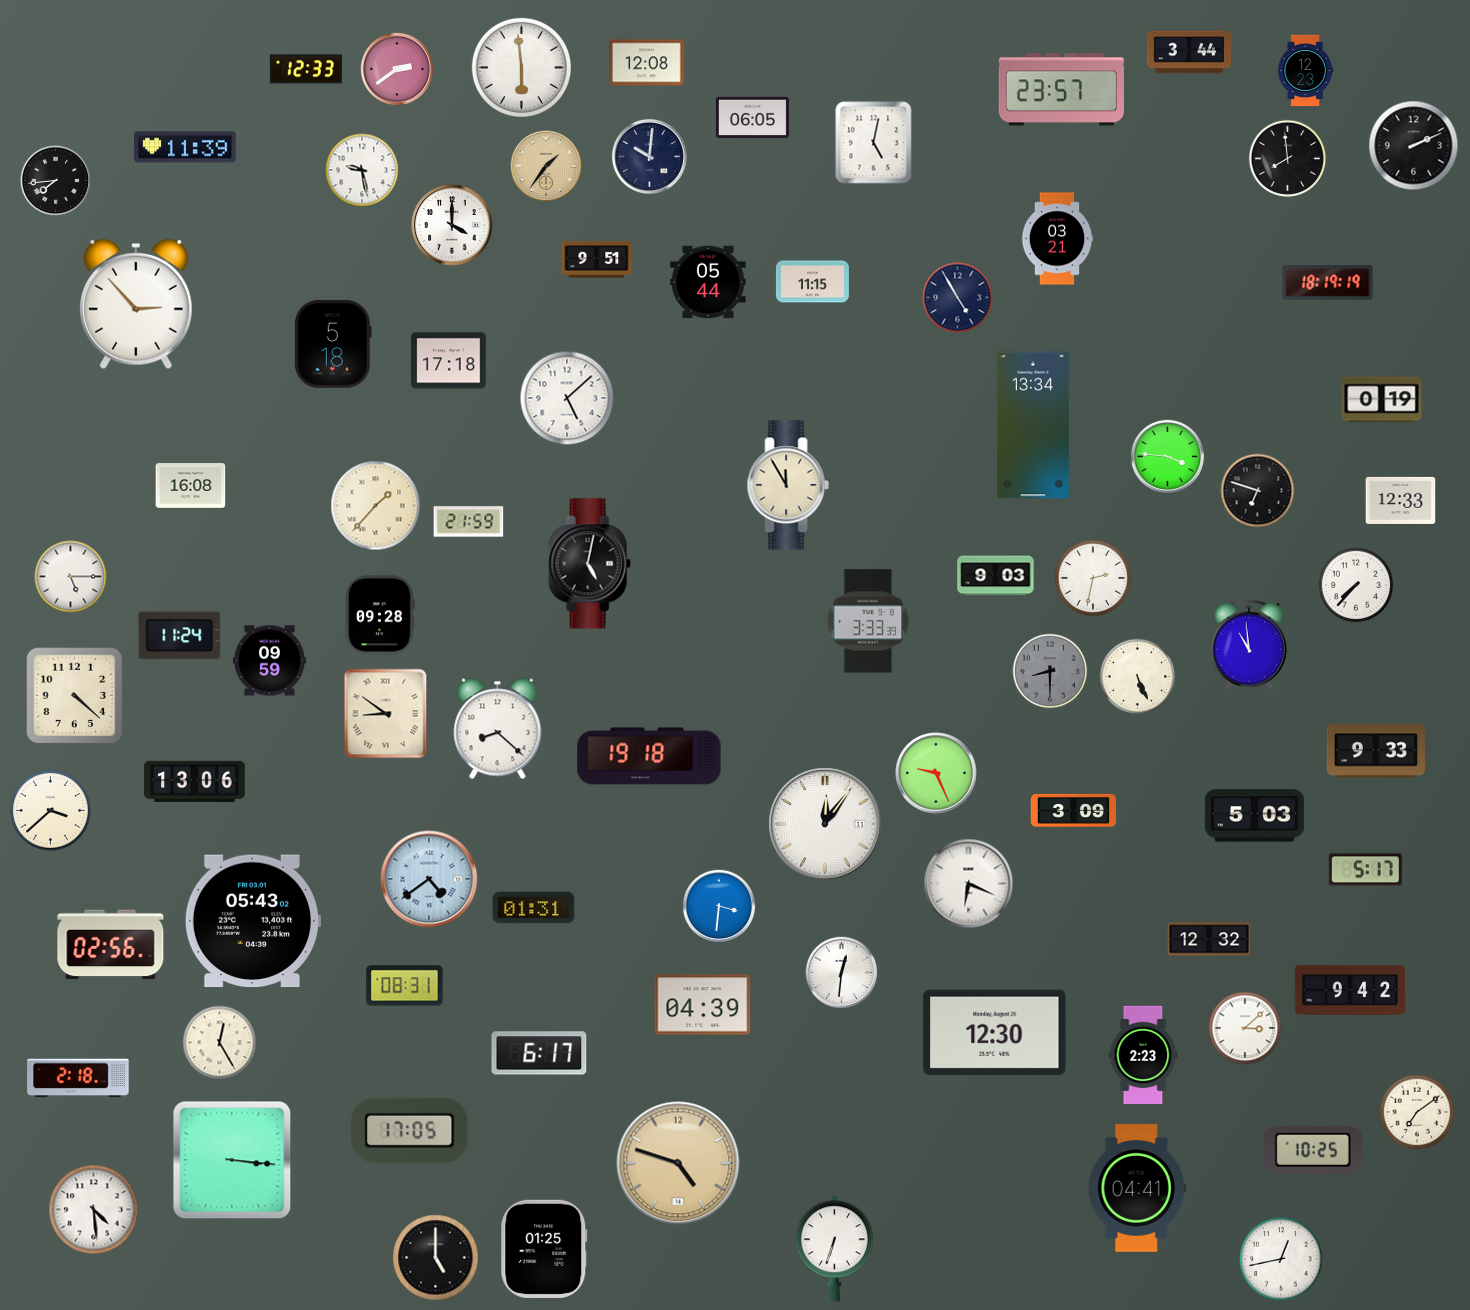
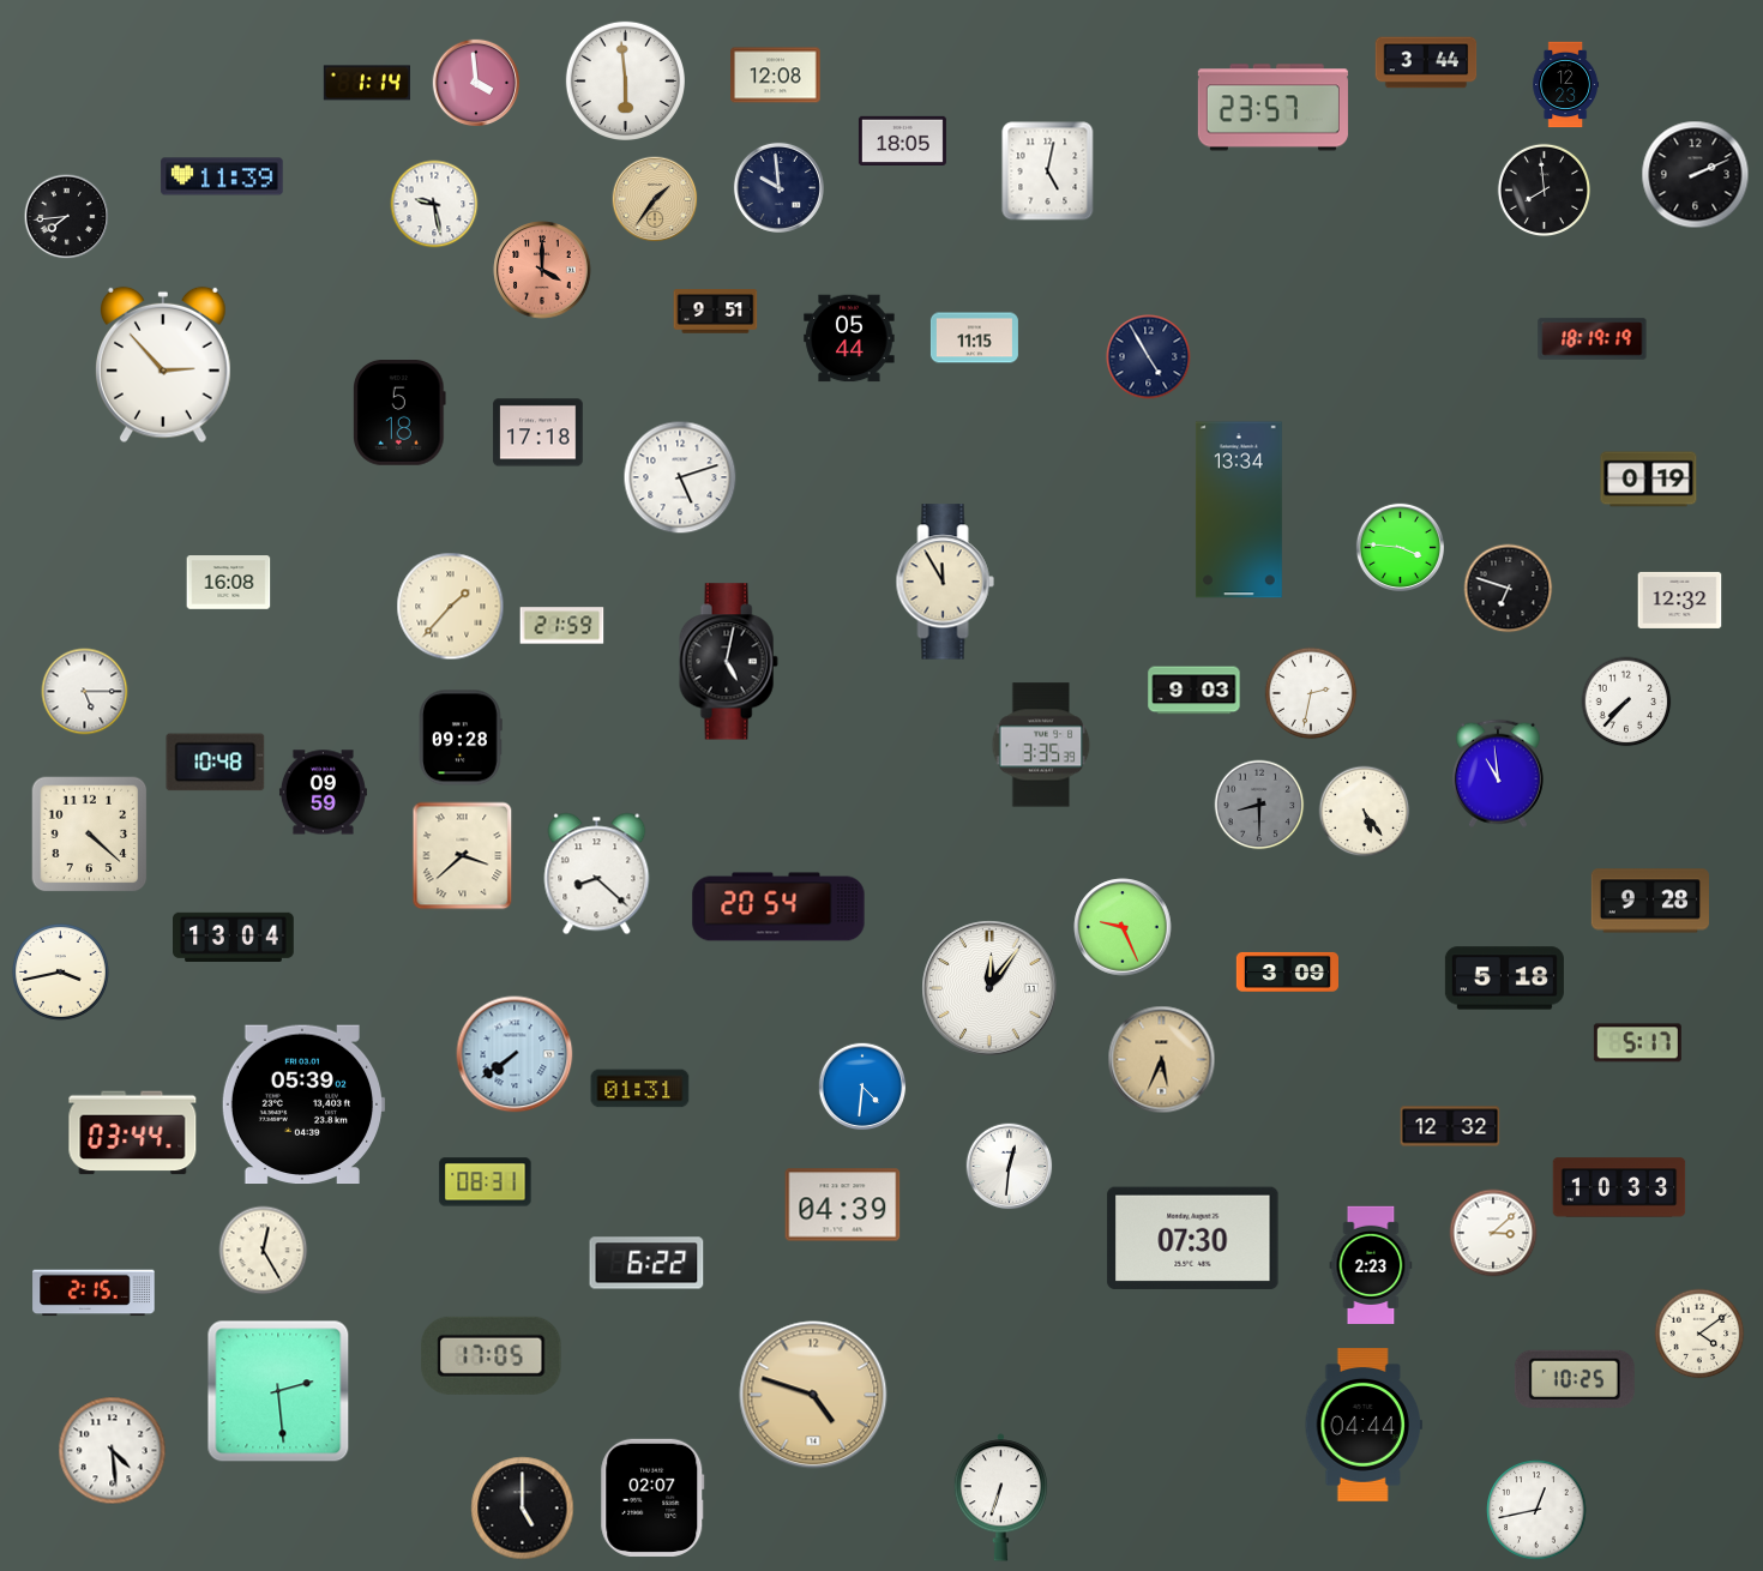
clock at (306, 69): 12:33 -> 1:14
clock at (397, 69): 2:39 -> 3:59
clock at (752, 117): 06:05 -> 18:05
clock at (649, 156): 10:01 -> 9:59
clock at (452, 225) dial: white -> salmon
clock at (1057, 239): 03:21 -> none
clock at (567, 398): 5:08 -> 5:12
clock at (1382, 400) position: (1382, 400) -> (1649, 480)
clock at (1401, 500): 12:33 -> 12:32
clock at (589, 564) position: (589, 564) -> (728, 662)
clock at (380, 615) position: (380, 615) -> (461, 738)
clock at (868, 621): 3:33 -> 3:35
clock at (180, 636): 11:24 -> 10:48
clock at (1138, 677): 5:26 -> 5:24
clock at (386, 714): 8:51 -> 3:38
clock at (1376, 751): 9:33 -> 9:28
clock at (649, 756): 19:18 -> 20:54
clock at (195, 781): 13:06 -> 13:04
clock at (50, 810): 3:38 -> 3:43
clock at (1254, 816): 5:03 -> 5:18
clock at (429, 879): 4:39 -> 7:39
clock at (969, 884): 6:19 -> 5:34
clock at (969, 884) dial: white -> champagne
clock at (719, 906): 3:31 -> 4:31
clock at (253, 921): 05:43 -> 05:39
clock at (111, 945): 02:56 -> 03:44
clock at (1350, 990): 9:42 -> 10:33
clock at (995, 1033): 12:30 -> 07:30
clock at (539, 1053): 6:17 -> 6:22
clock at (78, 1078): 2:18 -> 2:15
clock at (1417, 1112): 7:09 -> 4:09
clock at (232, 1160): 3:16 -> 2:29
clock at (1137, 1188): 04:41 -> 04:44
clock at (544, 1249): 01:25 -> 02:07
